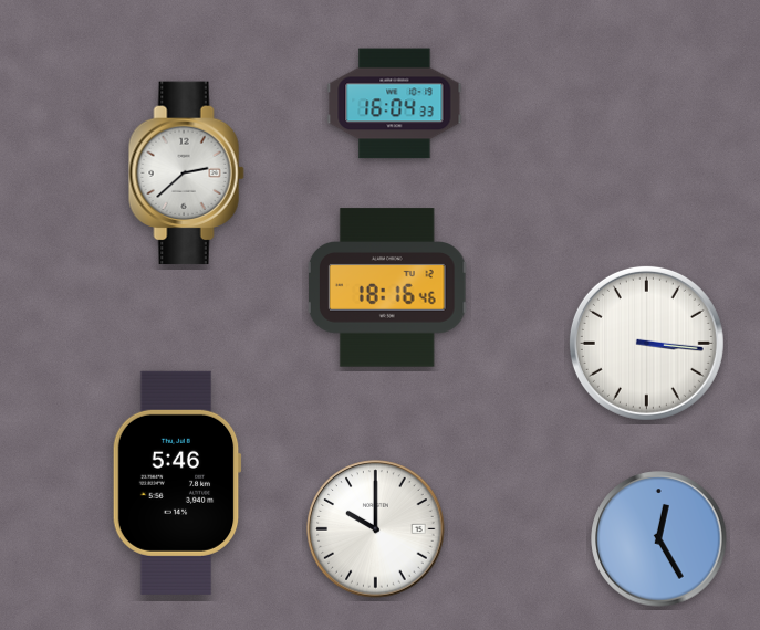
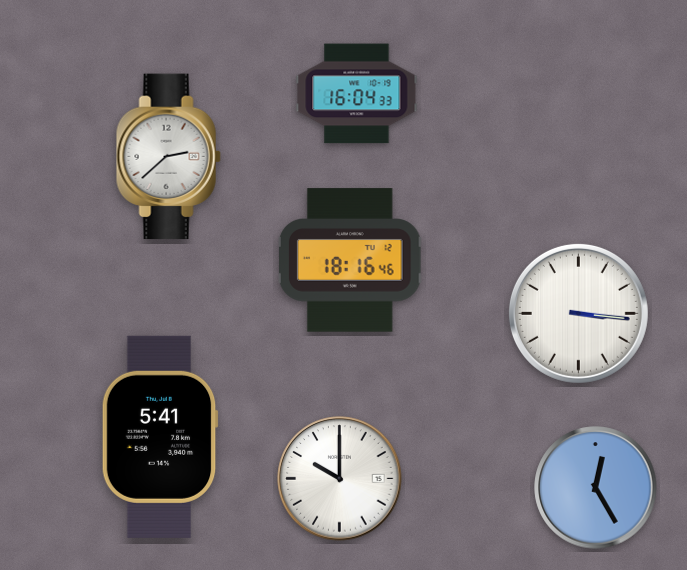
clock at (646, 343) position: (646, 343) -> (578, 313)
clock at (177, 483): 5:46 -> 5:41
